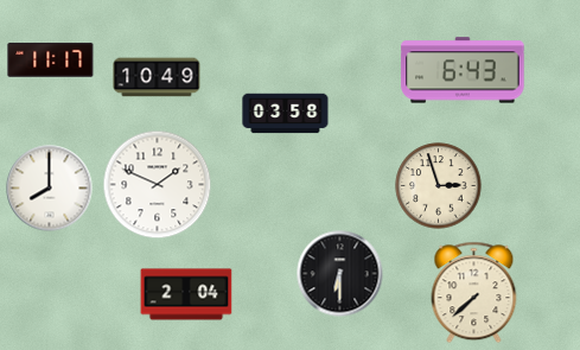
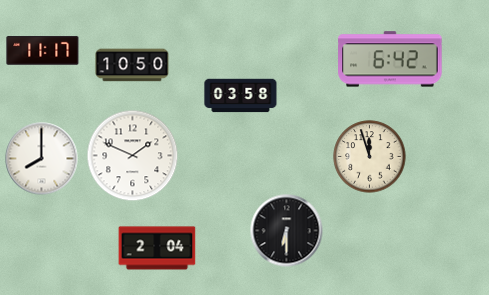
clock at (463, 70): 6:43 -> 6:42
clock at (157, 77): 10:49 -> 10:50
clock at (439, 186): 2:57 -> 11:57
clock at (474, 293): 7:38 -> none
